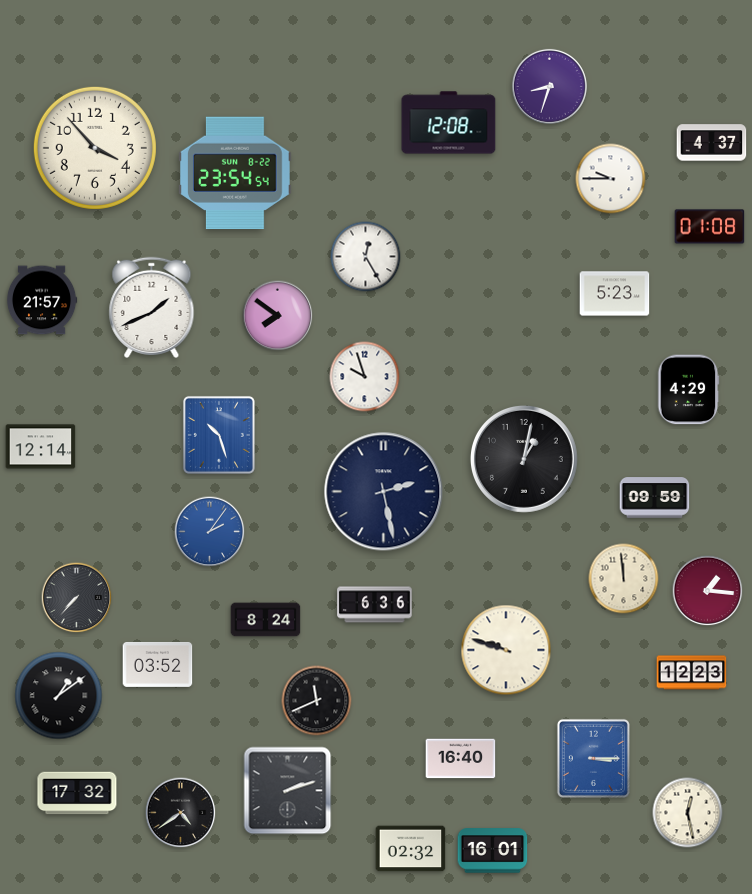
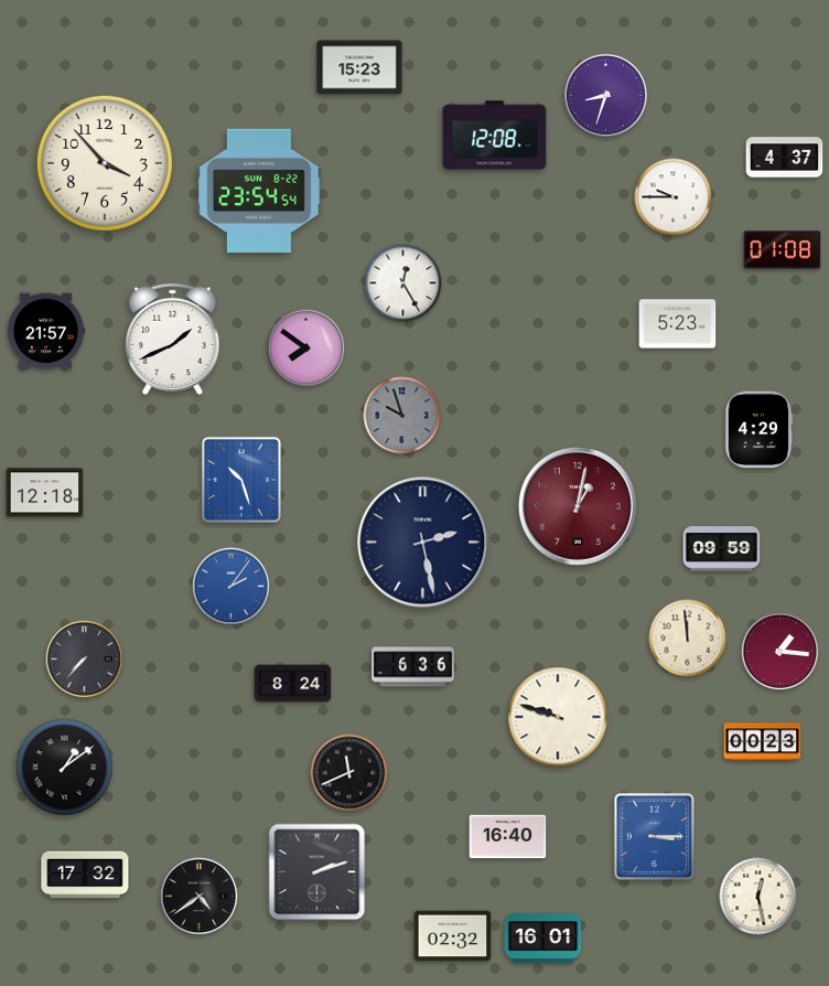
clock at (359, 67): none -> 15:23
clock at (152, 307) position: (152, 307) -> (173, 339)
clock at (365, 377) dial: white -> grey
clock at (41, 447): 12:14 -> 12:18
clock at (524, 459) dial: black -> burgundy
clock at (158, 664): 03:52 -> none
clock at (692, 673): 12:23 -> 00:23
